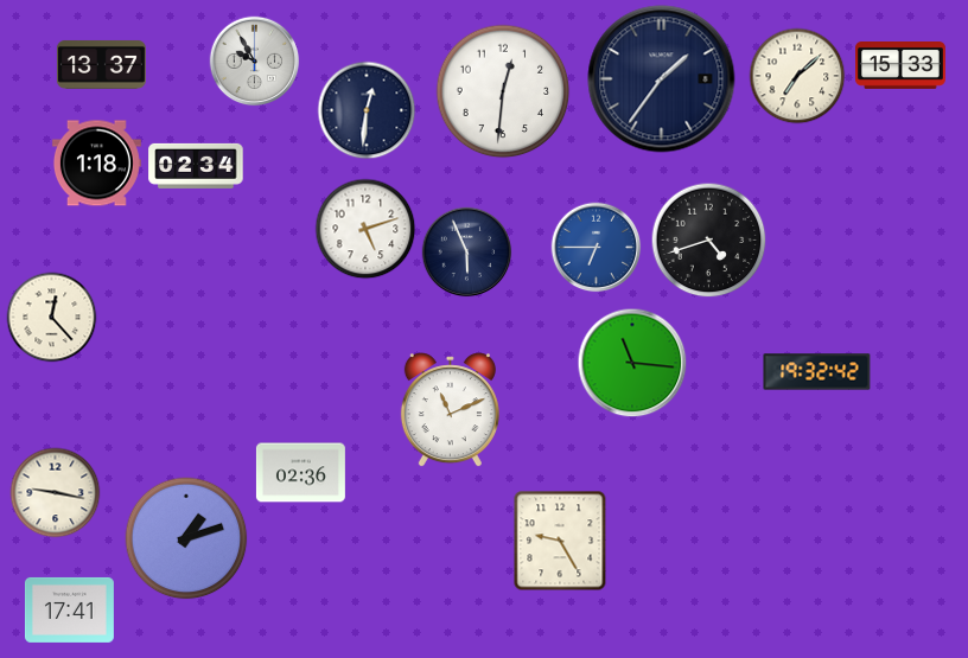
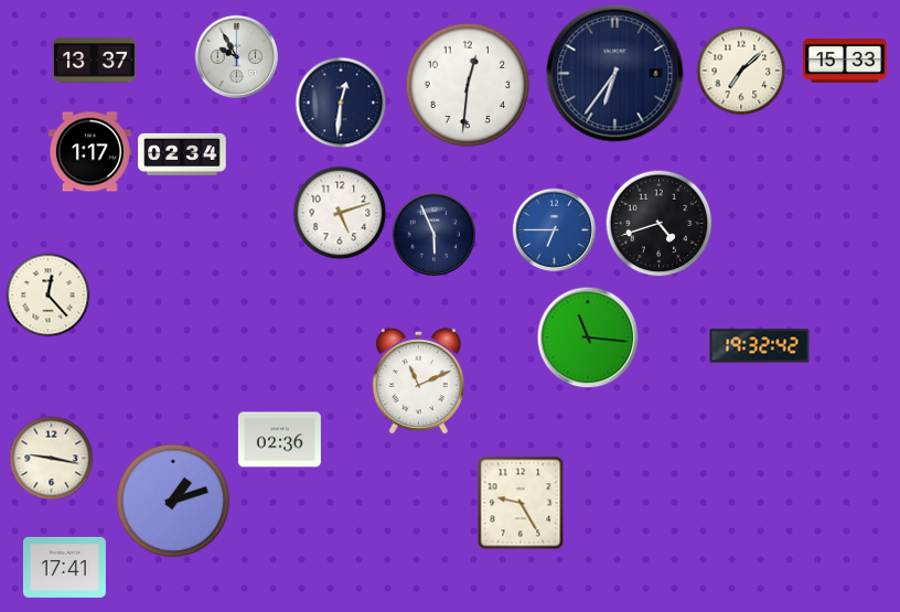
clock at (902, 66) position: (902, 66) -> (846, 62)
clock at (662, 79): 1:36 -> 6:36
clock at (96, 164): 1:18 -> 1:17
